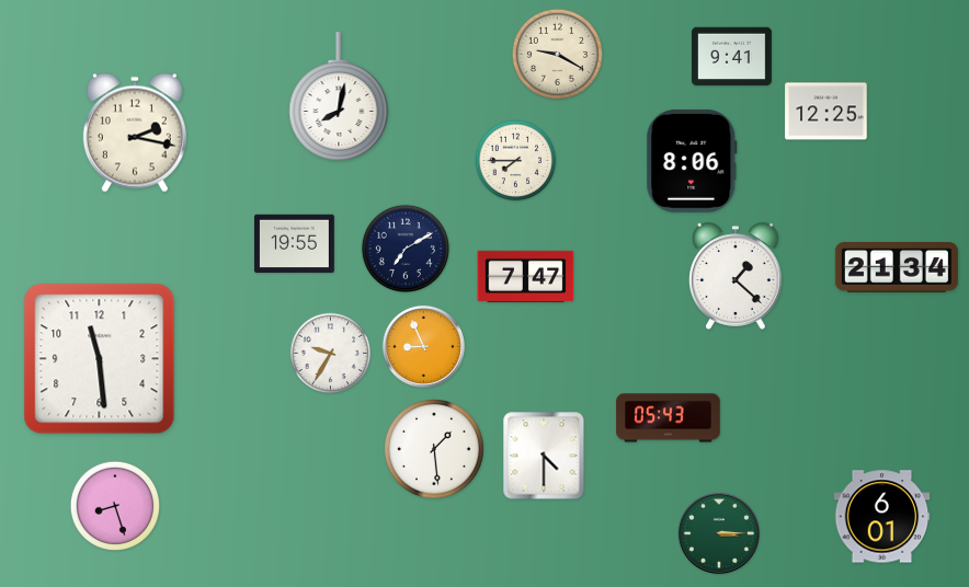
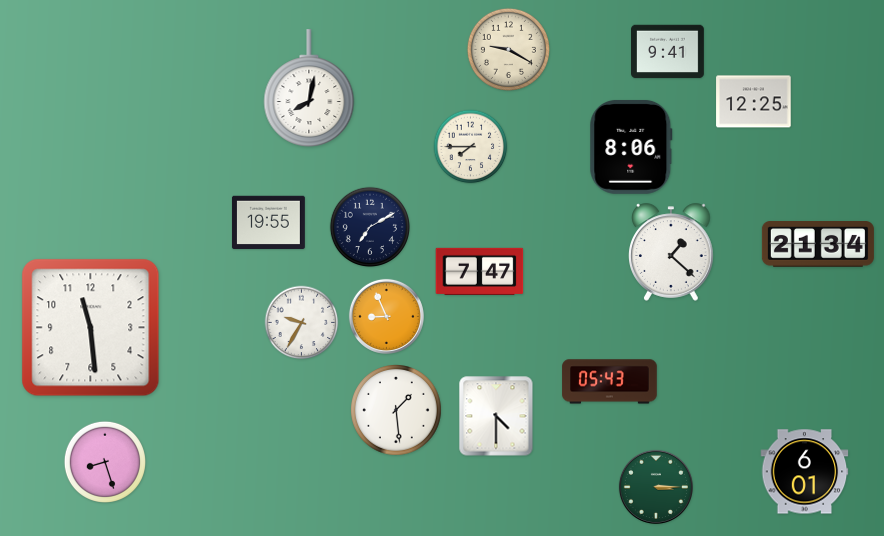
clock at (135, 133): 2:17 -> none
clock at (526, 276) position: (526, 276) -> (480, 271)
